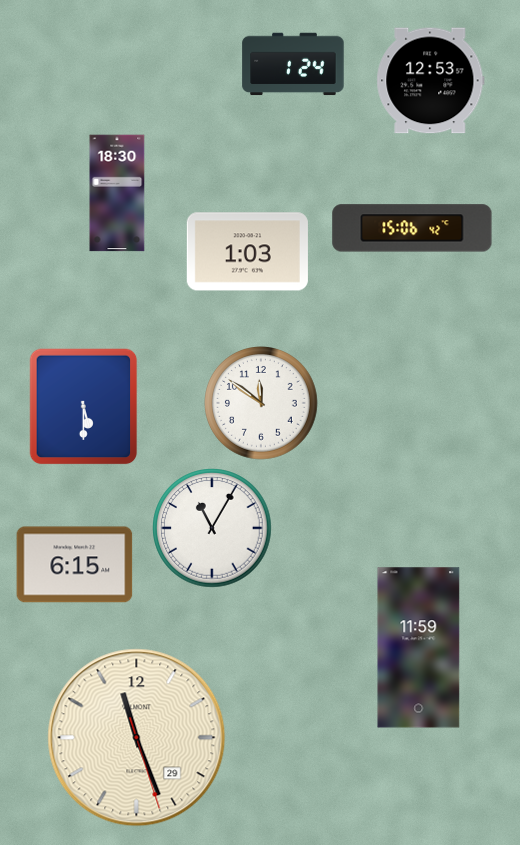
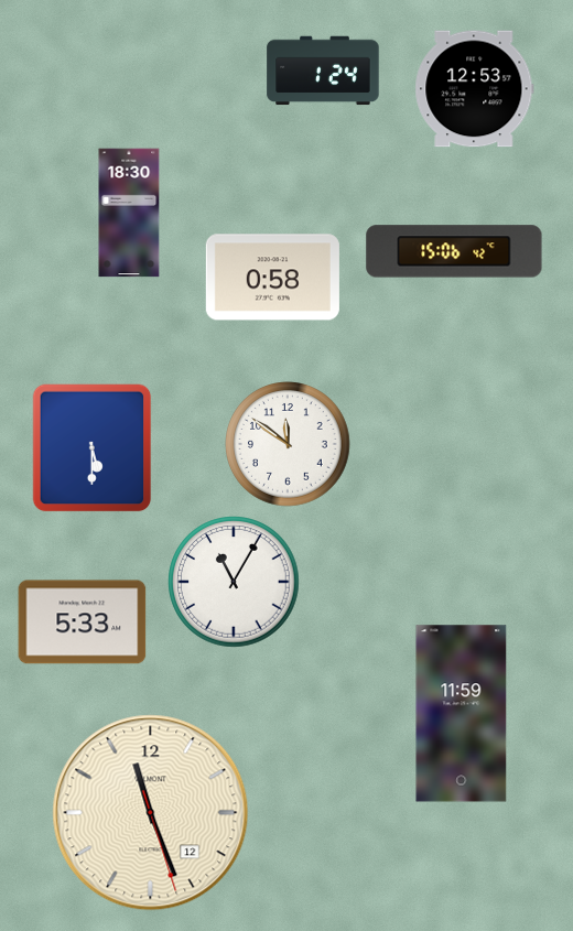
clock at (247, 252): 1:03 -> 0:58
clock at (75, 565): 6:15 -> 5:33
clock at (137, 738) date: 29 -> 12
